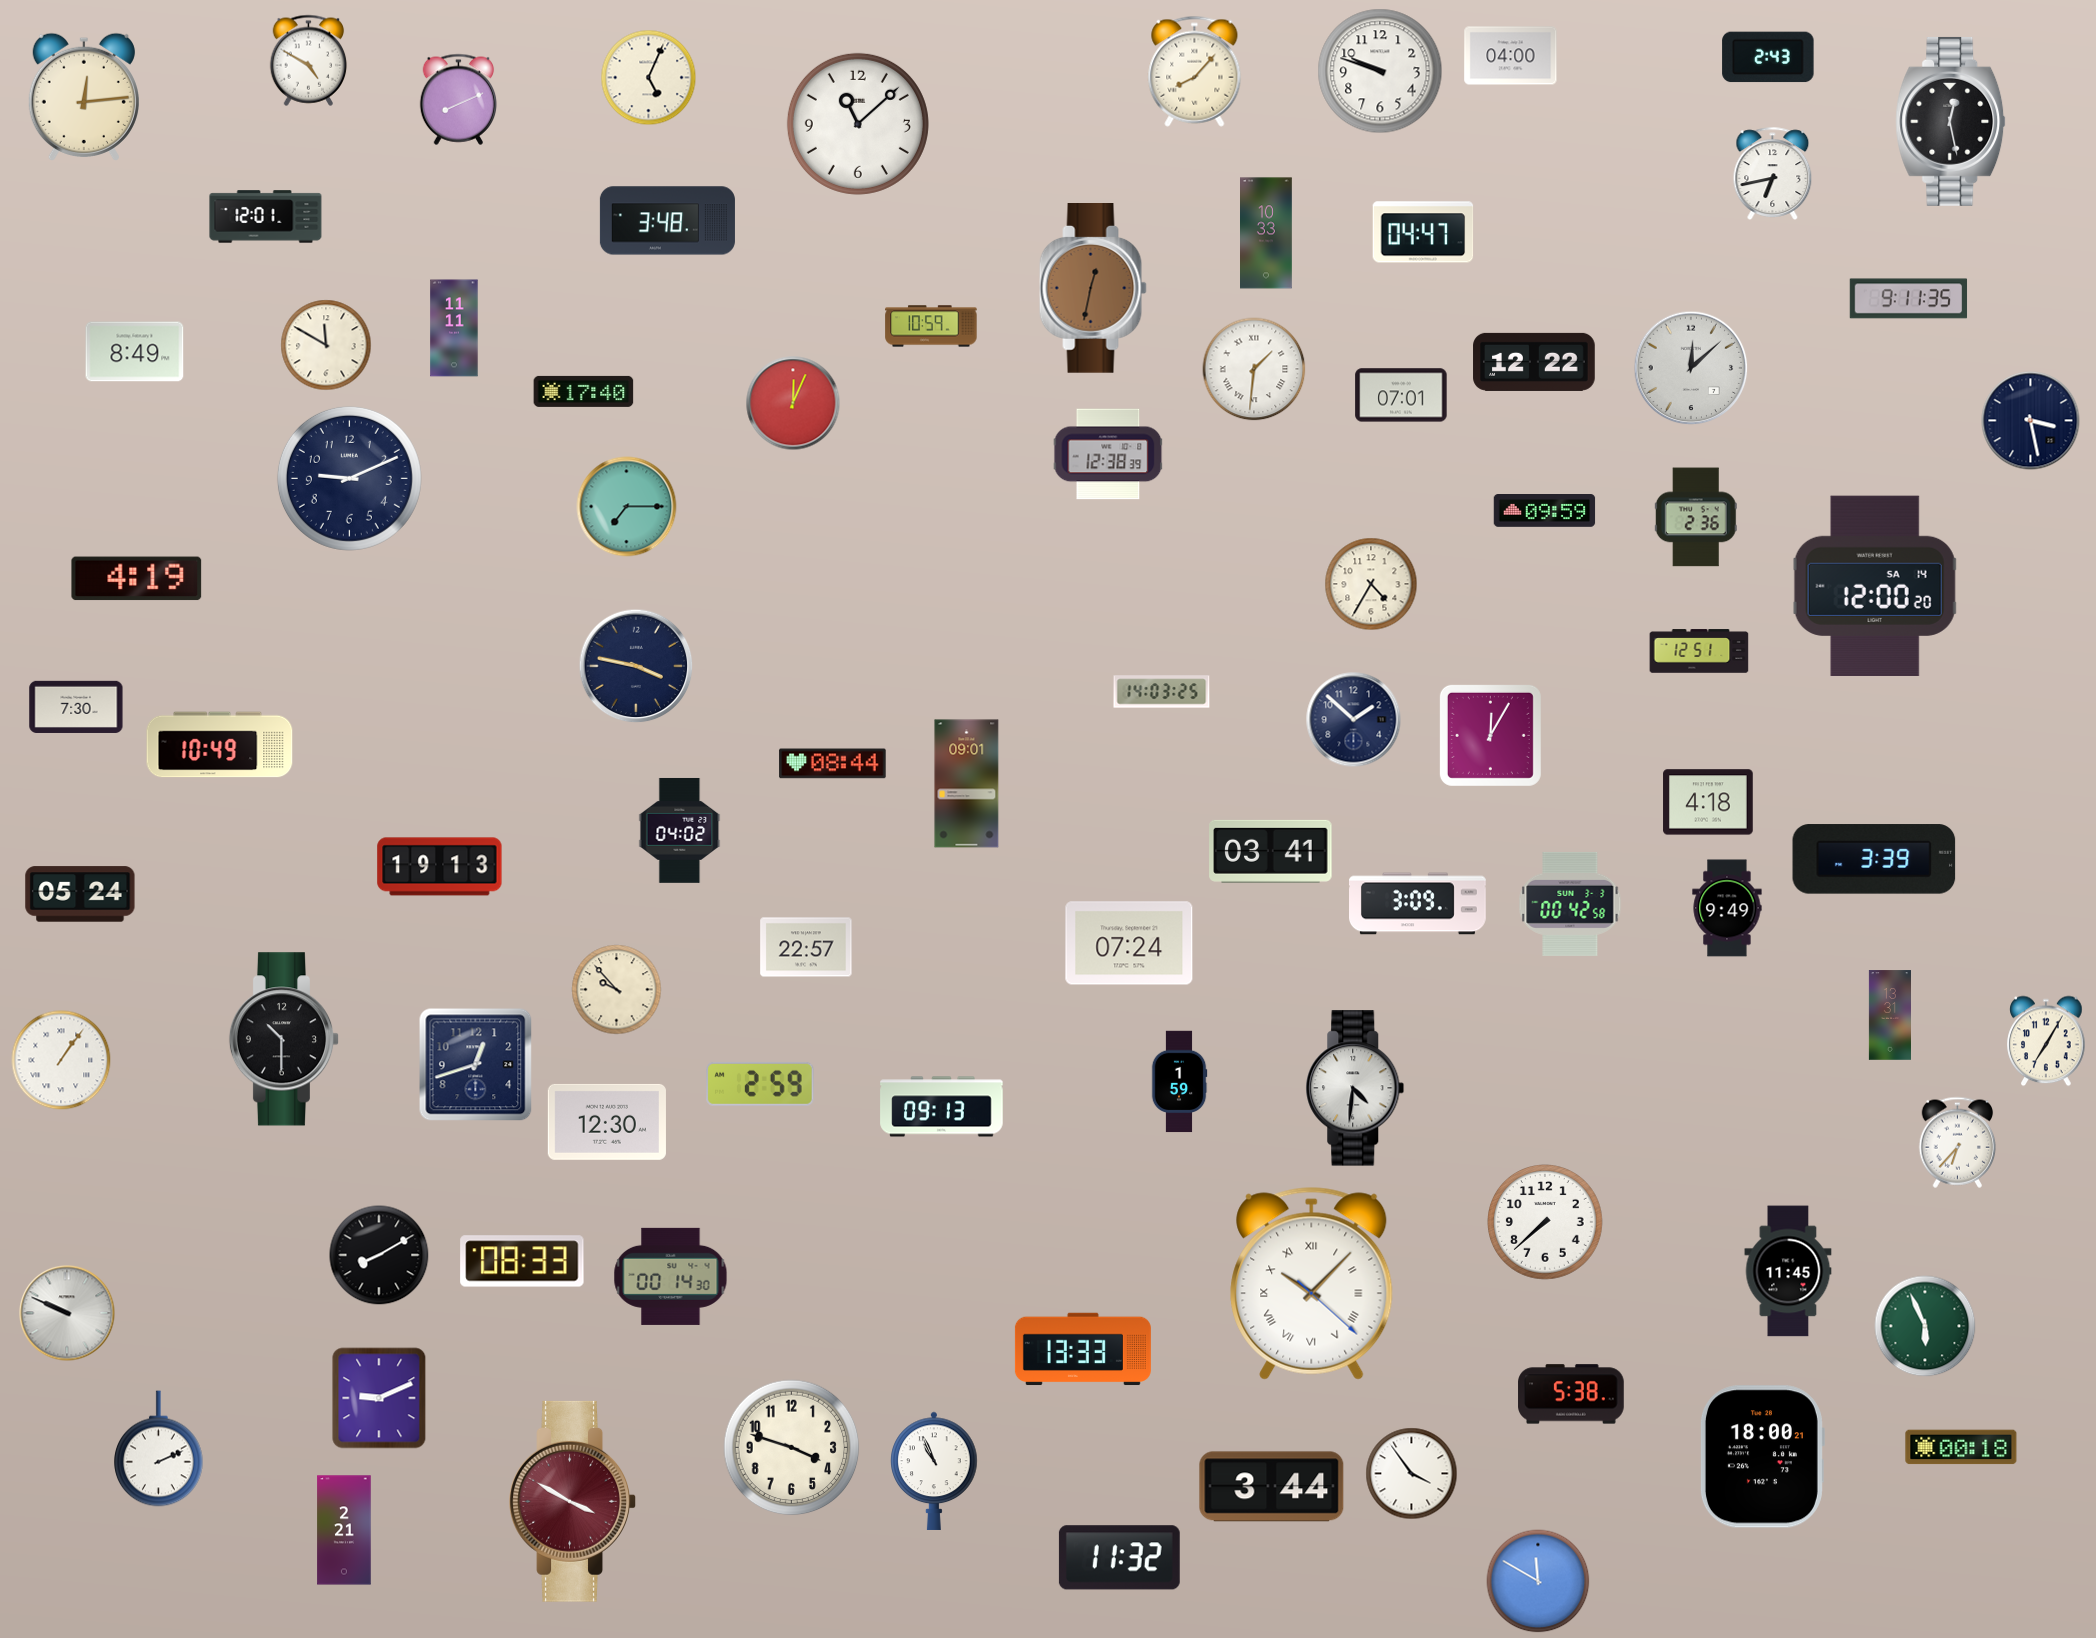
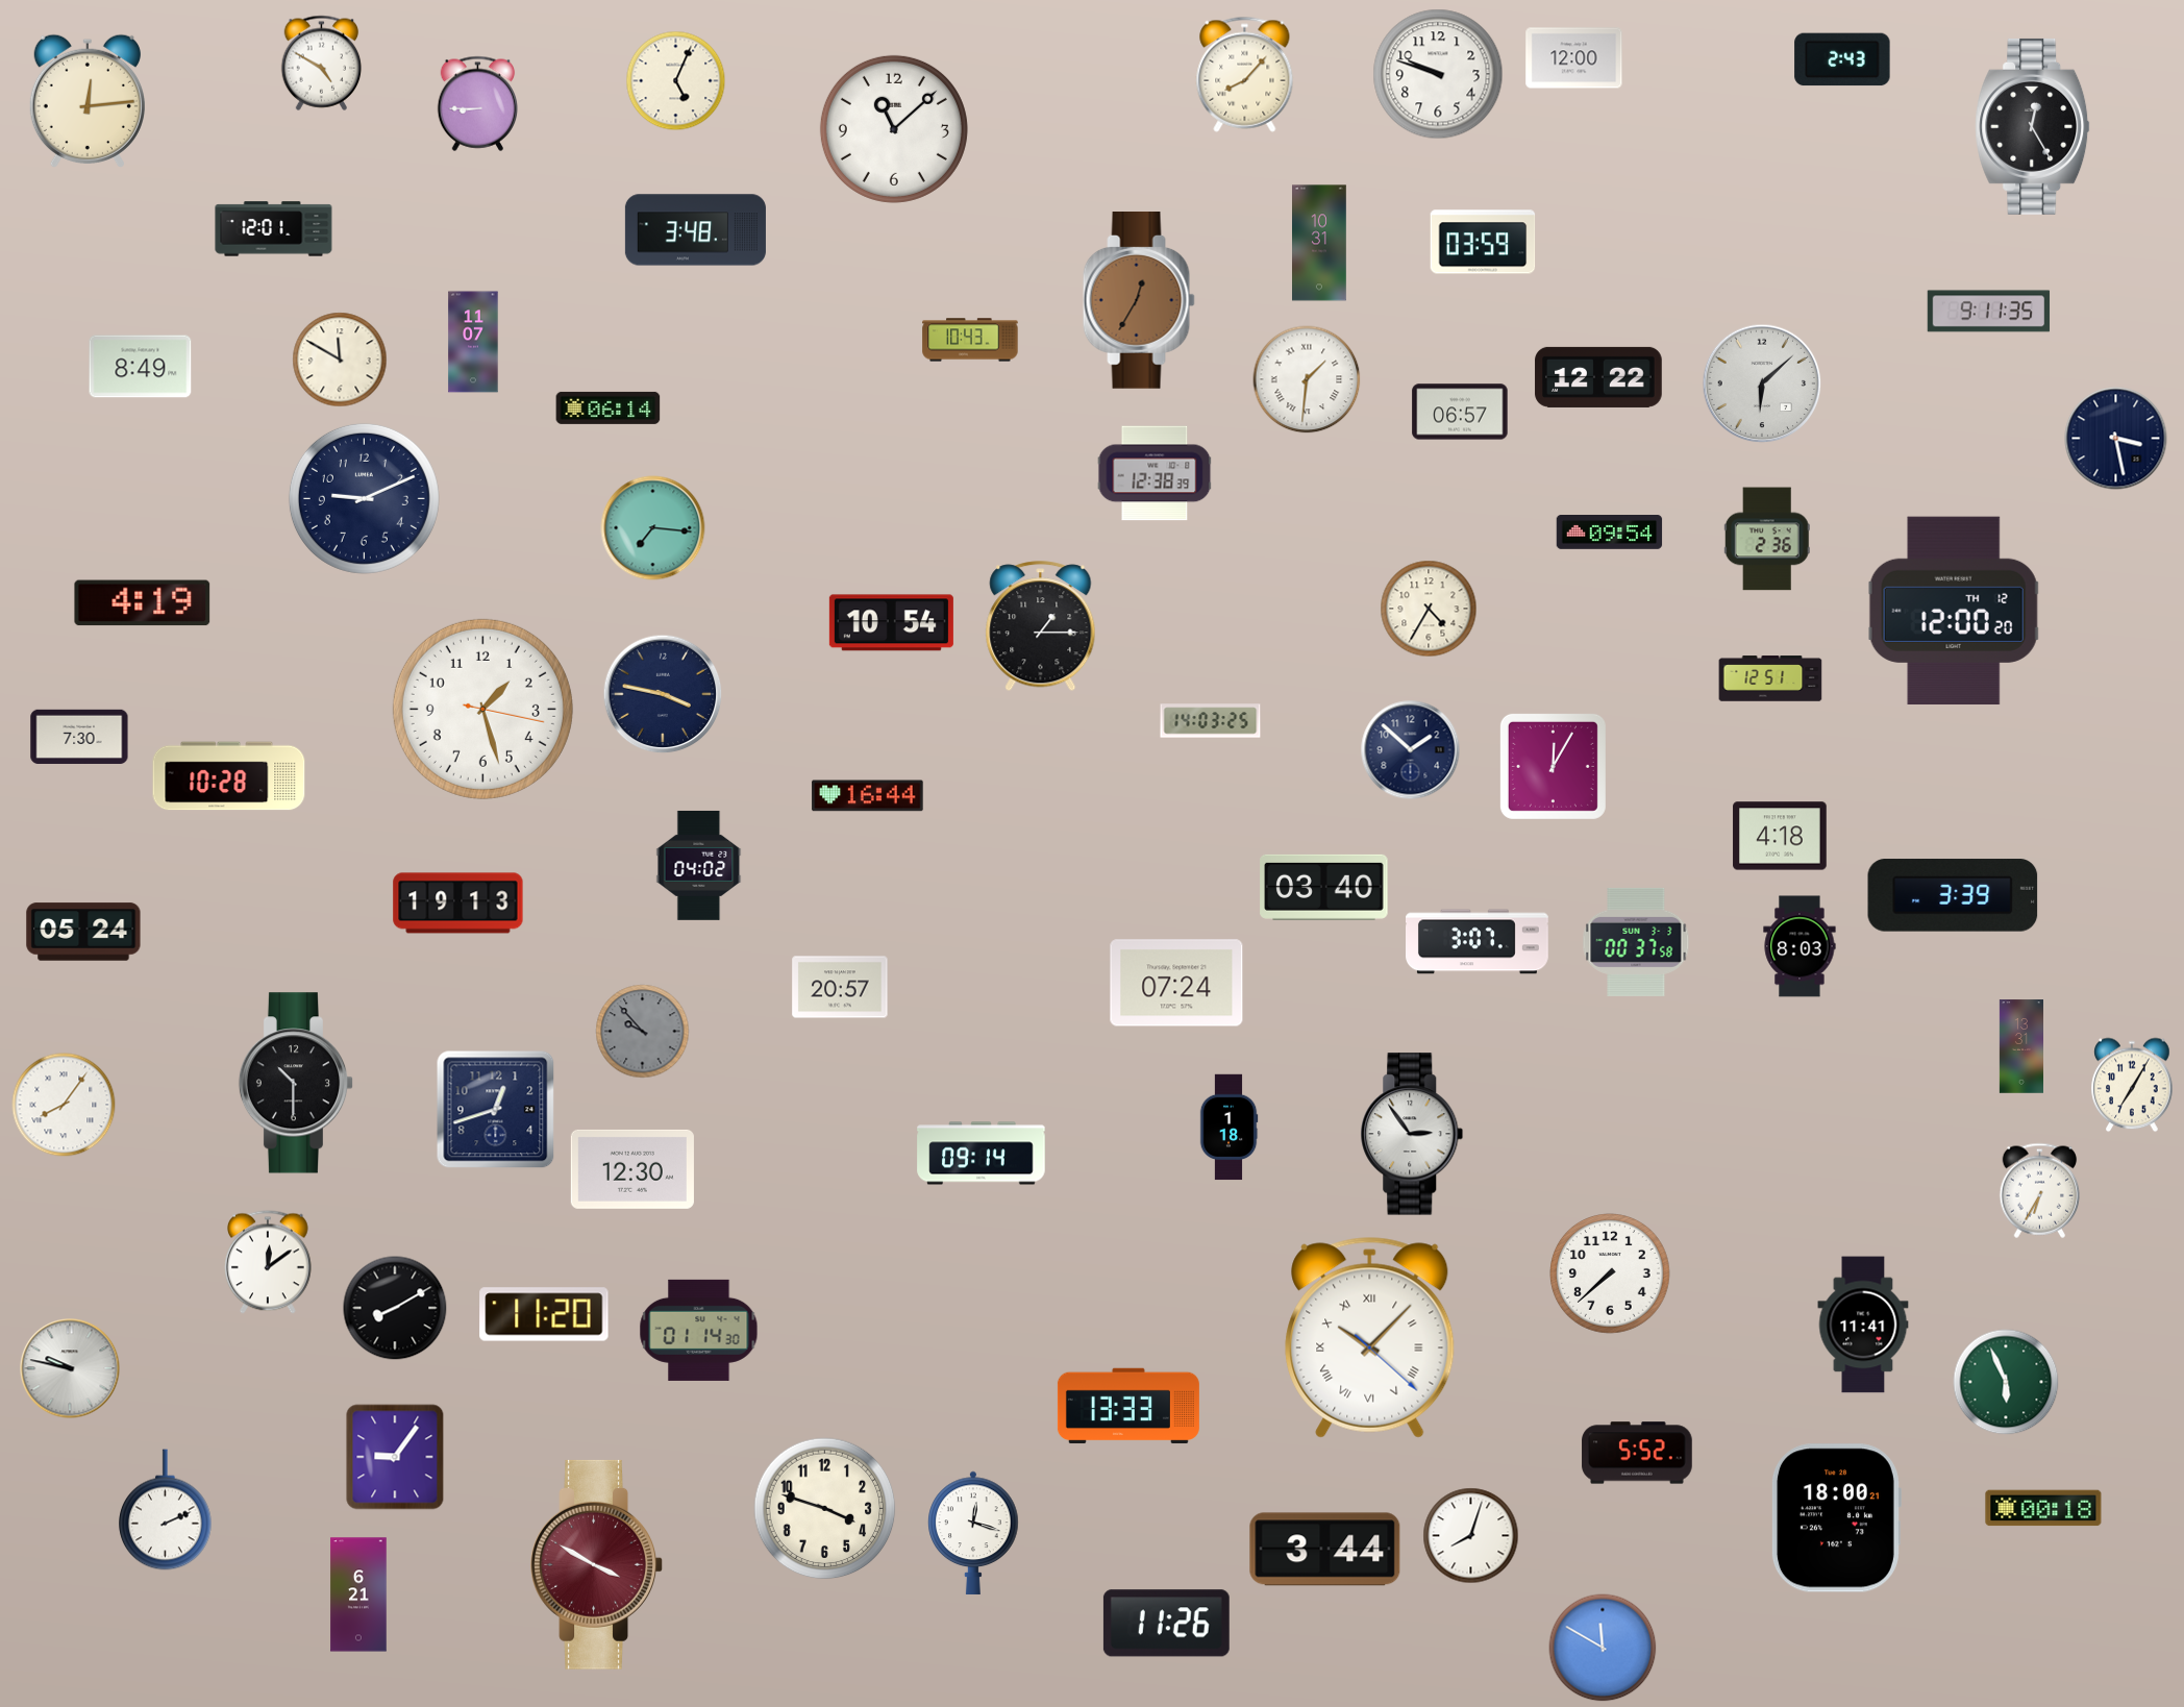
clock at (1511, 56): 04:00 -> 12:00
clock at (459, 99): 8:11 -> 8:45
clock at (1951, 121): 12:28 -> 12:25
clock at (1773, 173): 6:43 -> none
clock at (266, 217) position: (266, 217) -> (274, 229)
clock at (1423, 232): 04:47 -> 03:59
clock at (1267, 233): 10:33 -> 10:31
clock at (1093, 289): 12:32 -> 12:35
clock at (931, 326): 10:59 -> 10:43
clock at (454, 328): 11:11 -> 11:07
clock at (1691, 368): 12:08 -> 6:08
clock at (1254, 369) position: (1254, 369) -> (1307, 379)
clock at (584, 391): 17:40 -> 06:14
clock at (1401, 395): 07:01 -> 06:57
clock at (793, 403): 12:04 -> none
clock at (627, 507): 7:15 -> 7:16
clock at (1545, 511): 09:59 -> 09:54
clock at (1875, 585) date: SA 14 -> TH 12
clock at (891, 623): none -> 10:54
clock at (1041, 626): none -> 1:15
clock at (482, 709): none -> 1:27
clock at (220, 745): 10:49 -> 10:28
clock at (833, 764): 08:44 -> 16:44
clock at (967, 784): 09:01 -> none
clock at (680, 830) position: (680, 830) -> (699, 865)
clock at (1271, 851): 03:41 -> 03:40
clock at (1418, 904): 3:09 -> 3:07
clock at (1570, 904): 00:42 -> 00:37
clock at (1727, 908): 9:49 -> 8:03
clock at (806, 947): 22:57 -> 20:57
clock at (617, 990) dial: cream -> grey
clock at (1889, 1015) position: (1889, 1015) -> (2020, 1046)
clock at (61, 1060): 1:06 -> 8:06
clock at (1179, 1082): 1:59 -> 1:18
clock at (760, 1084): 2:59 -> none
clock at (1355, 1088): 4:31 -> 2:54
clock at (942, 1107): 09:13 -> 09:14
clock at (1958, 1142): 6:37 -> 6:35
clock at (269, 1262): none -> 12:09
clock at (522, 1261): 08:33 -> 11:20
clock at (1788, 1271): 11:45 -> 11:41
clock at (671, 1276): 00:14 -> 01:14
clock at (1312, 1283) position: (1312, 1283) -> (1370, 1337)
clock at (67, 1313): 9:49 -> 9:47
clock at (1571, 1394): 5:38 -> 5:52
clock at (379, 1398): 9:11 -> 9:06
clock at (934, 1471): 10:56 -> 12:18
clock at (1412, 1474): 3:54 -> 8:03
clock at (344, 1530): 2:21 -> 6:21
clock at (1119, 1558): 11:32 -> 11:26
